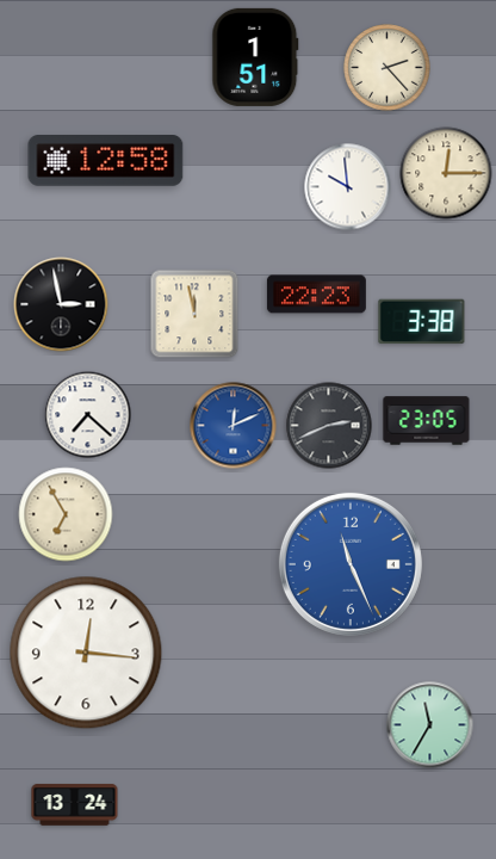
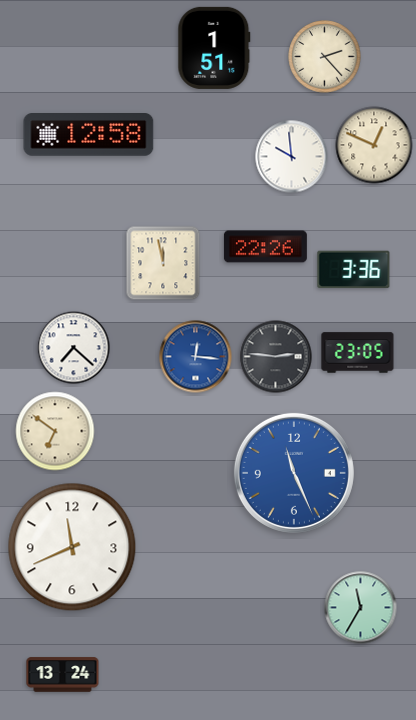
clock at (446, 173): 12:15 -> 12:49
clock at (316, 295): 22:23 -> 22:26
clock at (61, 304): 2:58 -> none
clock at (422, 322): 3:38 -> 3:36
clock at (234, 426): 12:11 -> 12:16
clock at (329, 426): 2:41 -> 2:46
clock at (66, 514): 6:55 -> 6:51
clock at (86, 653): 12:16 -> 11:41
